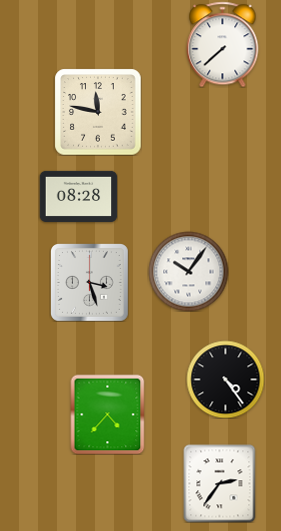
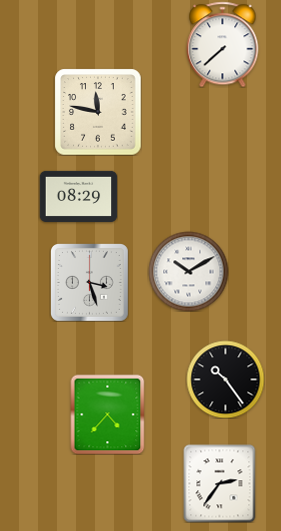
clock at (78, 196): 08:28 -> 08:29
clock at (188, 271): 10:06 -> 10:10
clock at (225, 379): 4:24 -> 10:24
